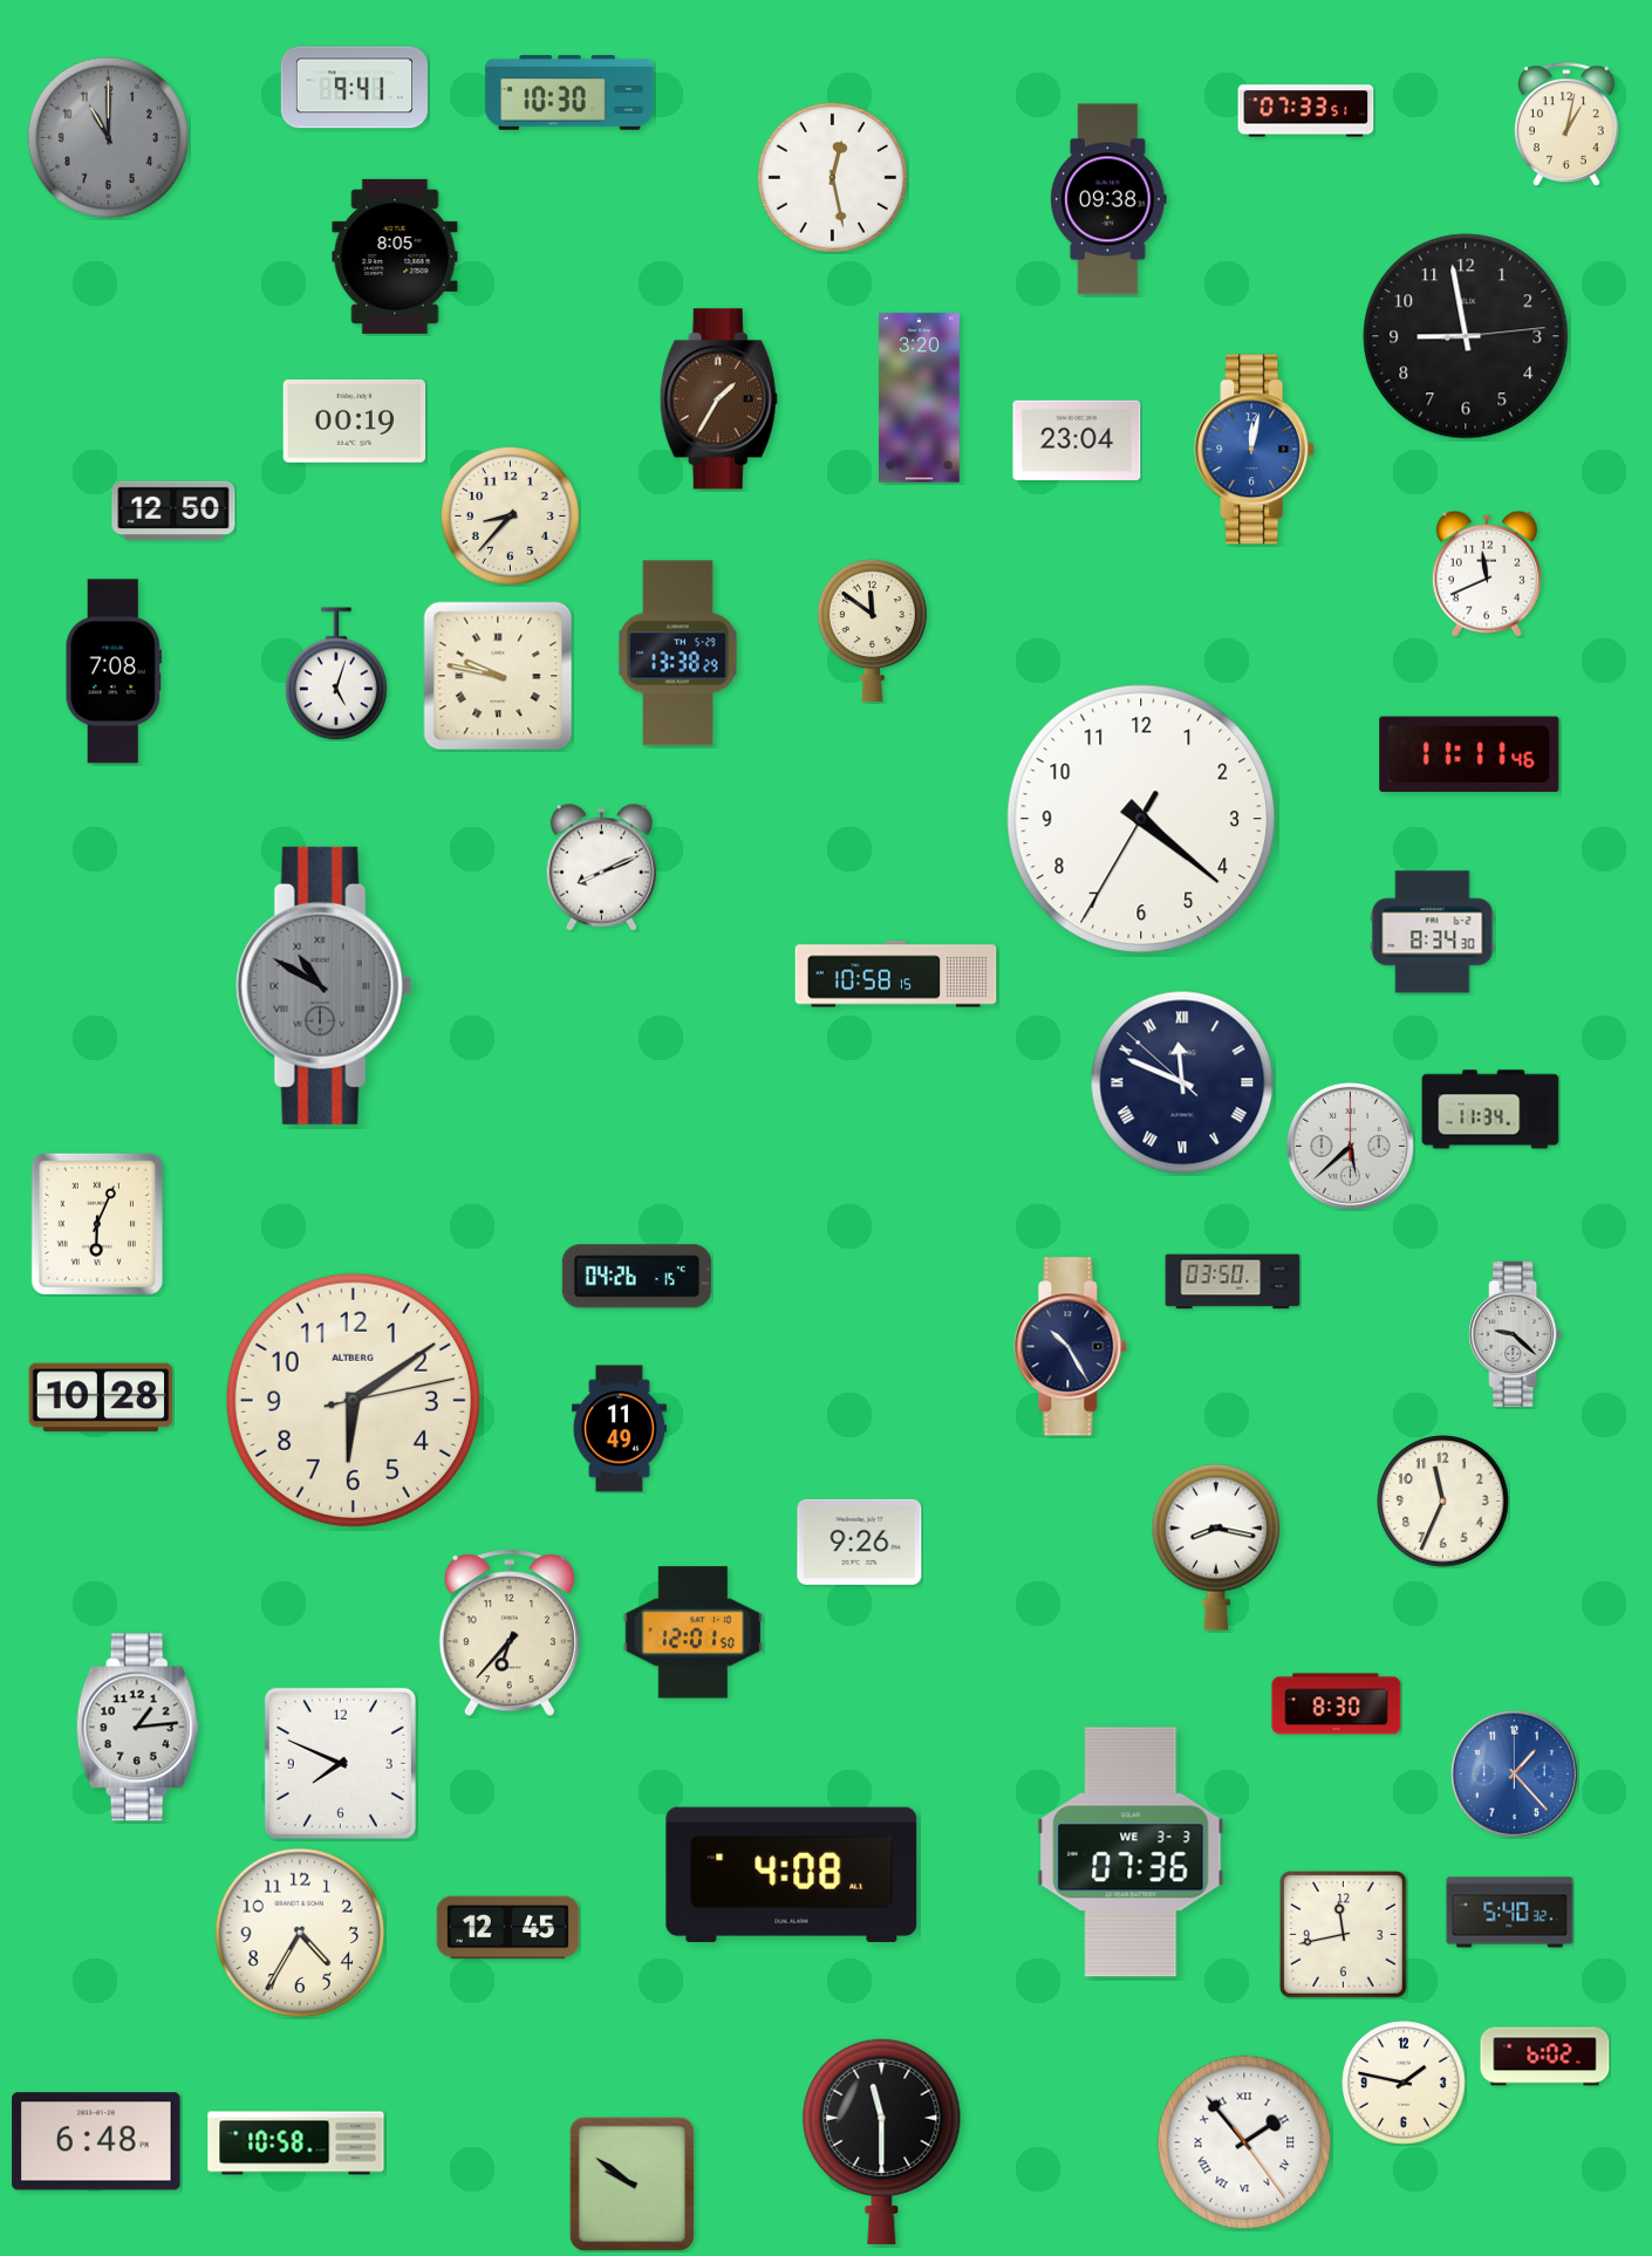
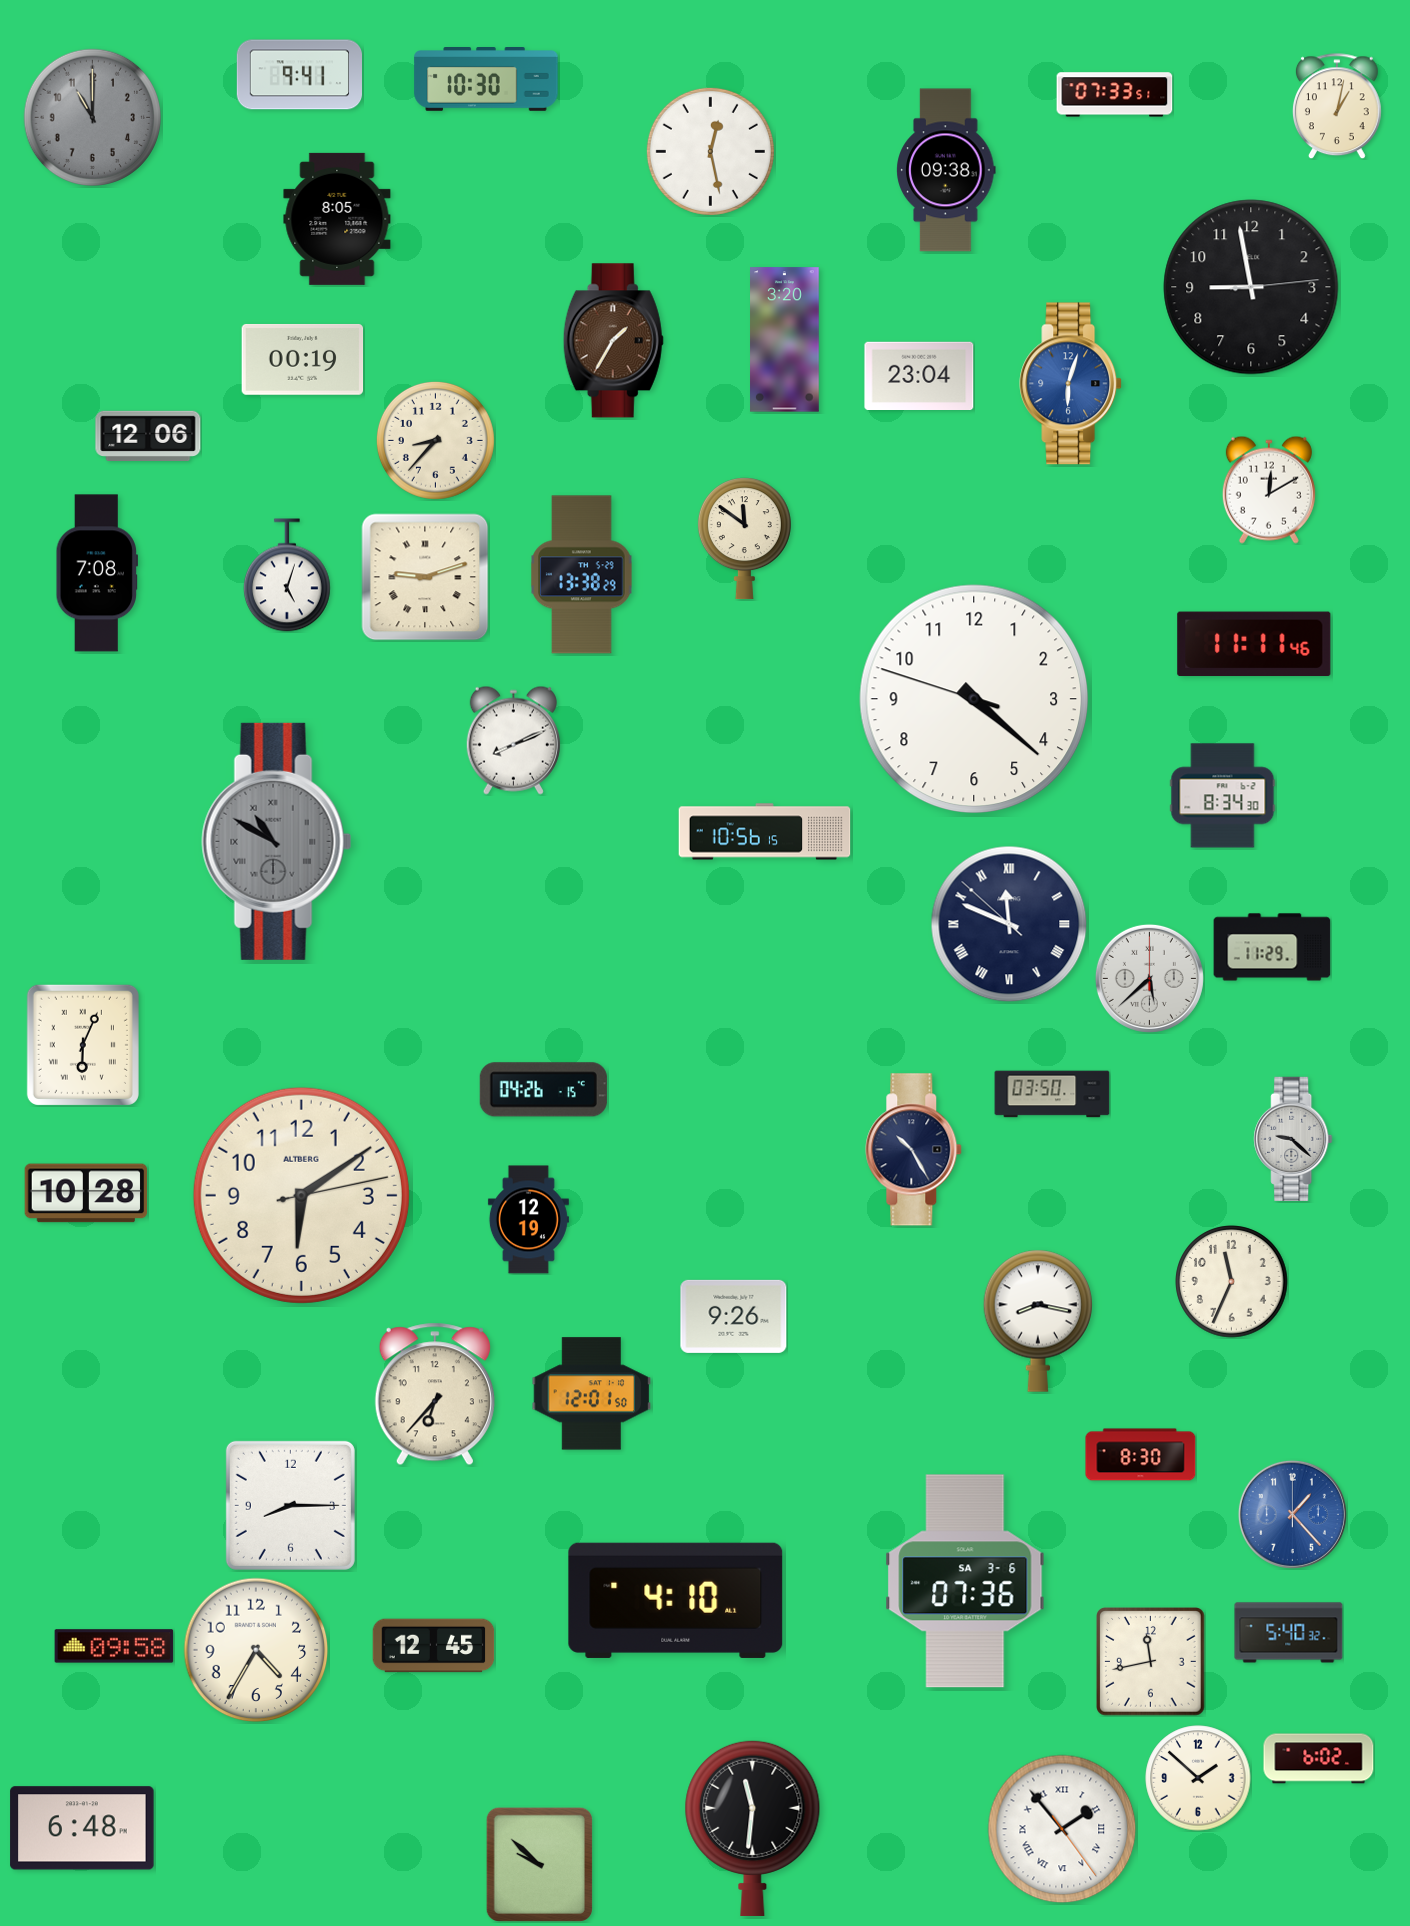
clock at (354, 88) position: (354, 88) -> (299, 75)
clock at (1255, 450): 12:02 -> 6:03
clock at (173, 510): 12:50 -> 12:06
clock at (1487, 574): 11:41 -> 12:10
clock at (678, 654) position: (678, 654) -> (582, 575)
clock at (498, 676): 9:47 -> 9:12
clock at (1141, 819): 4:21:35 -> 4:21:48
clock at (896, 975): 10:58 -> 10:56
clock at (1490, 1109): 11:34 -> 11:29
clock at (1350, 1146) position: (1350, 1146) -> (1149, 978)
clock at (619, 1429): 11:49 -> 12:19
clock at (137, 1728): 1:14 -> none
clock at (340, 1763): 7:49 -> 8:15
clock at (1131, 1852) date: WE 3-3 -> SA 3-6
clock at (792, 1874): 4:08 -> 4:10
clock at (114, 1646): none -> 09:58
clock at (1344, 1935) position: (1344, 1935) -> (1151, 1662)
clock at (1545, 2057) position: (1545, 2057) -> (1319, 1759)
clock at (1404, 2083): 1:47 -> 1:52
clock at (882, 2141): 11:30 -> 11:31
clock at (296, 2144): 10:58 -> none
clock at (632, 2183): 9:51 -> 9:52
